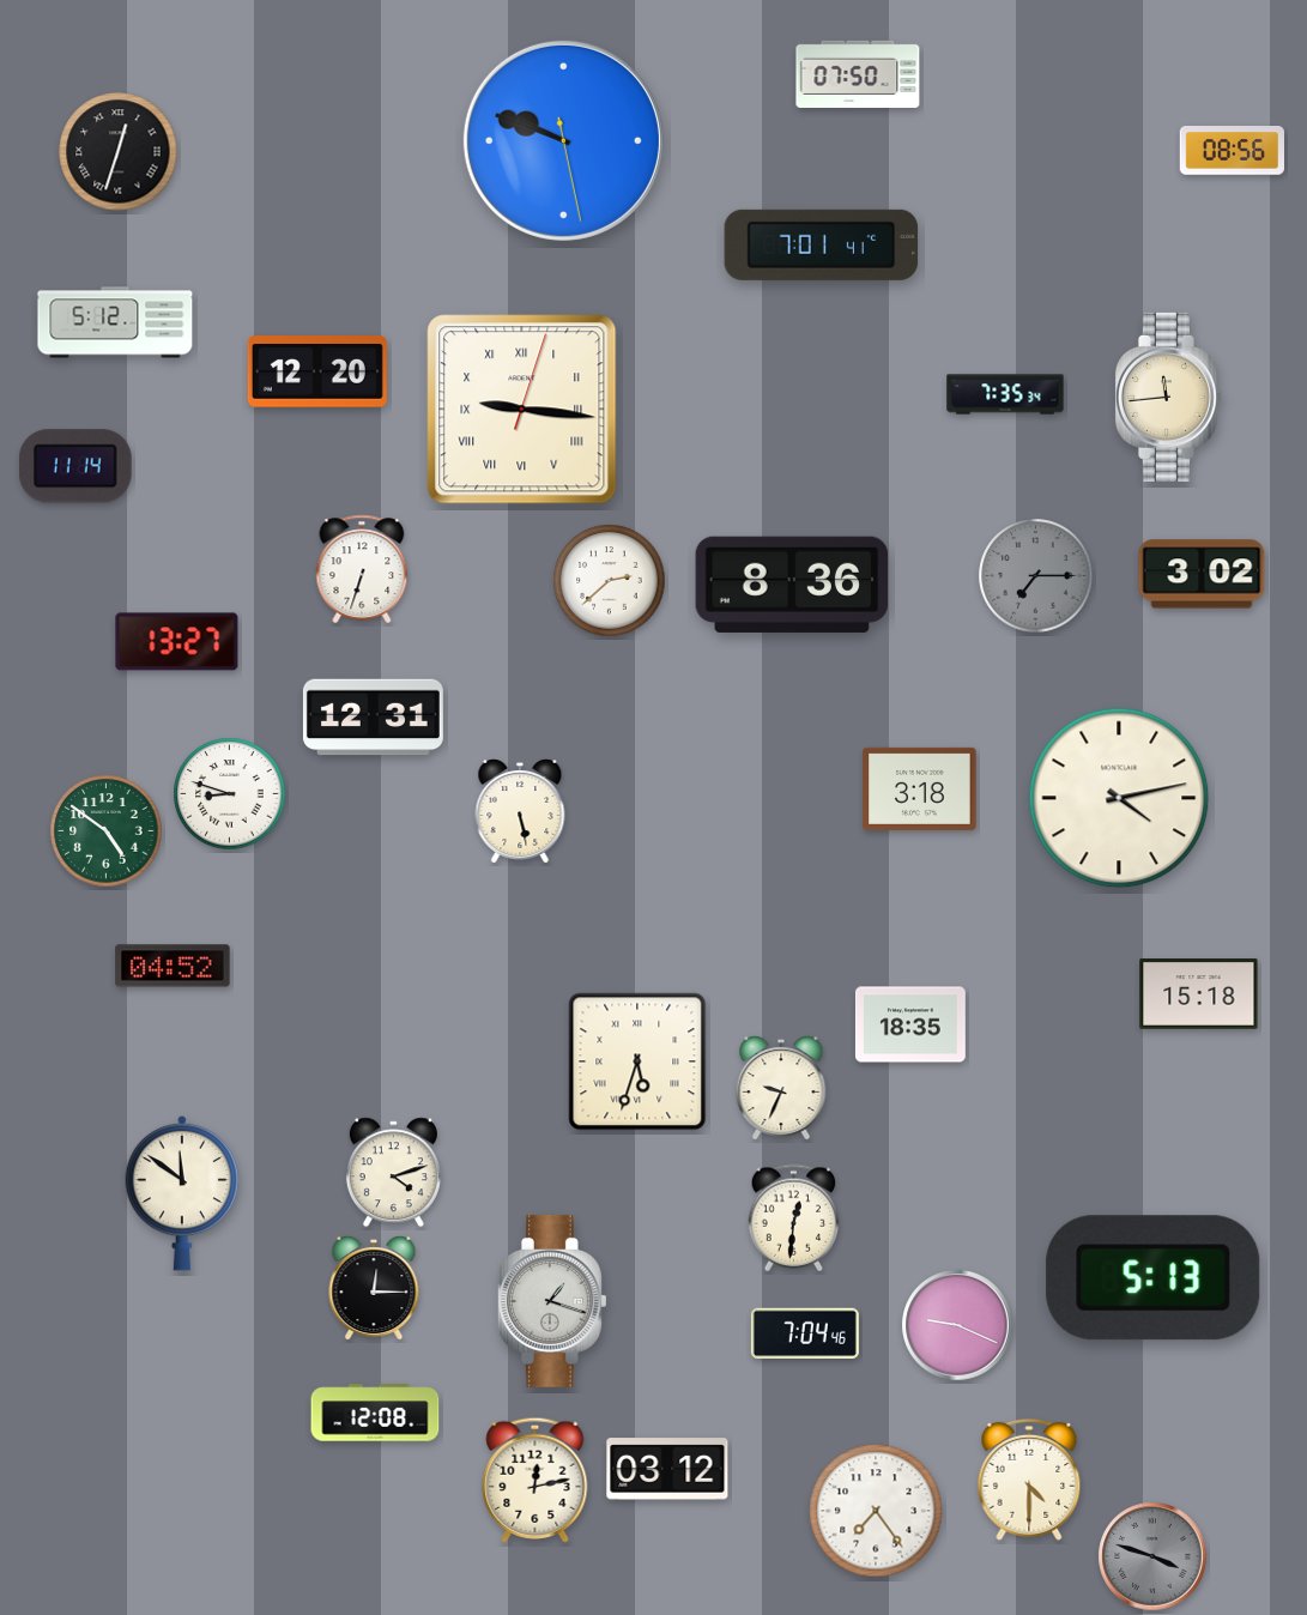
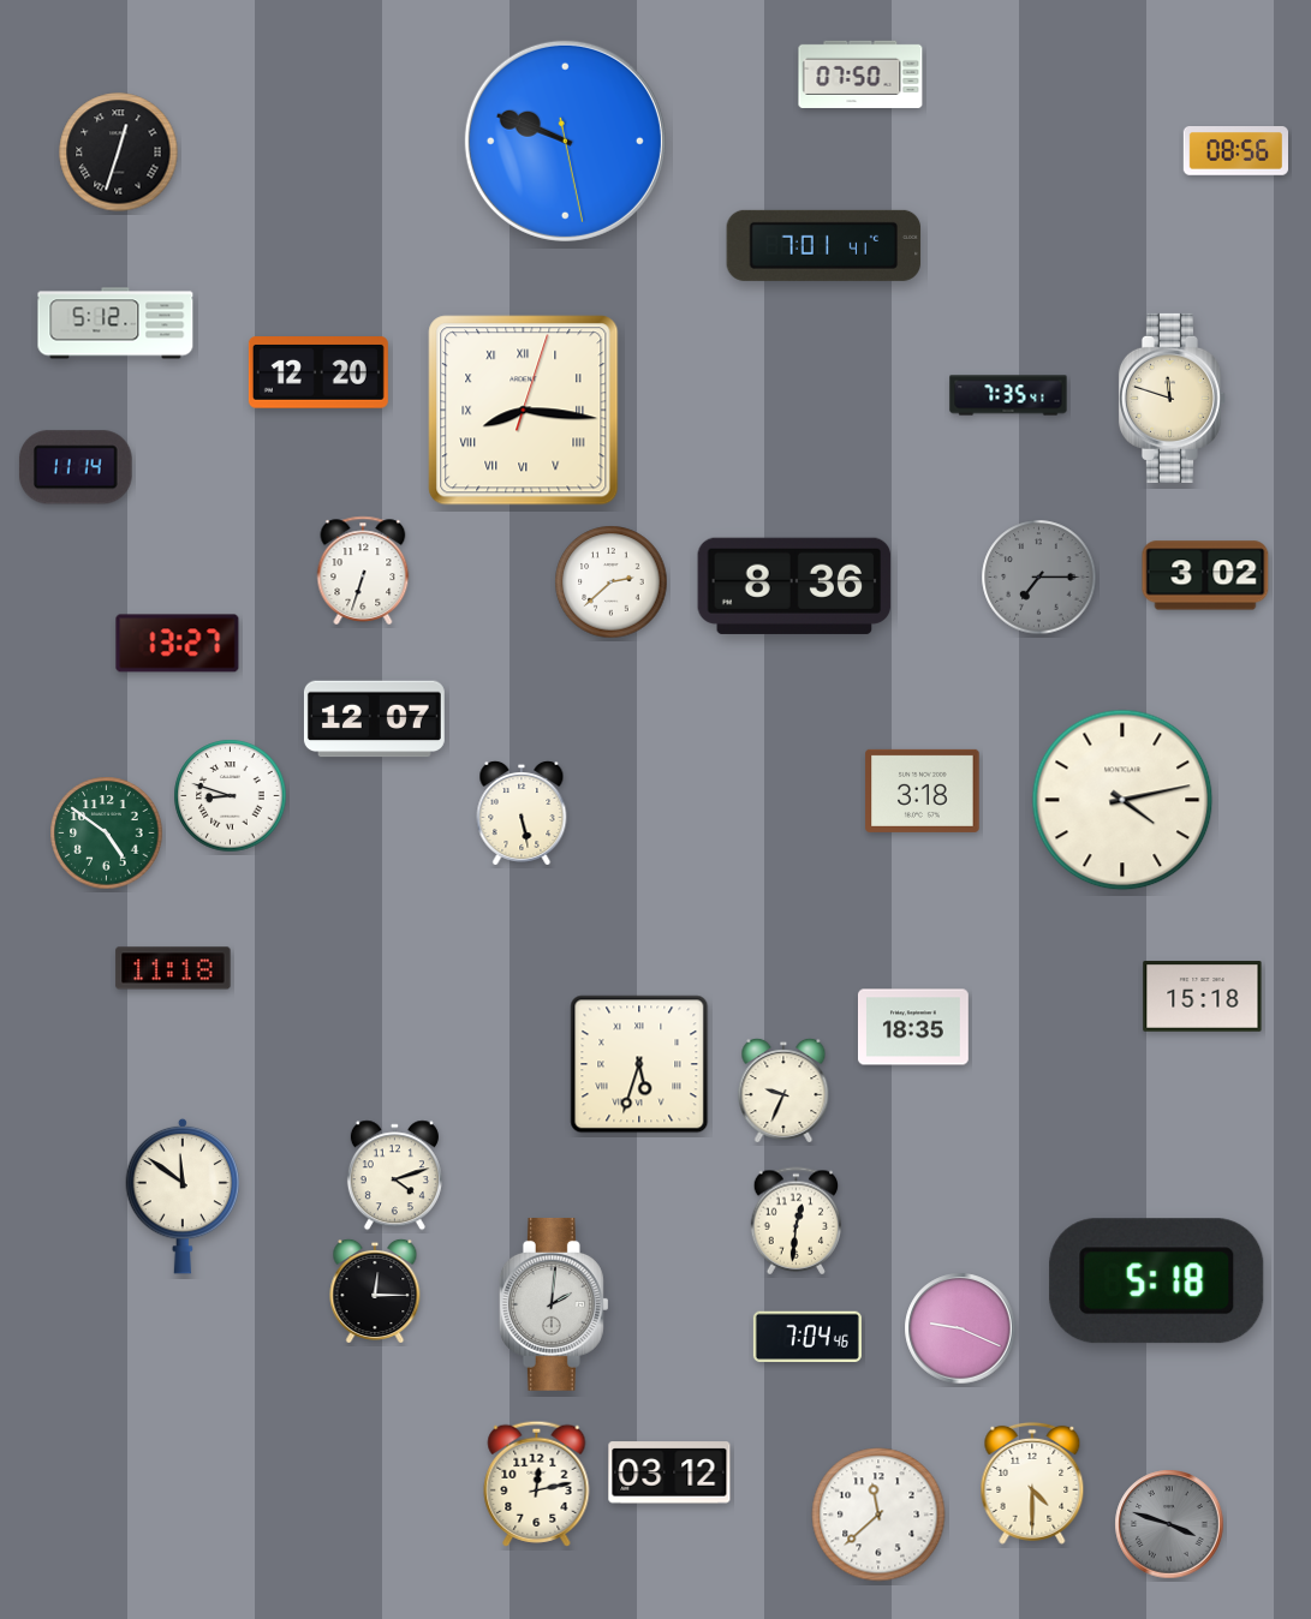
clock at (1005, 394): 7:35:34 -> 7:35:41
clock at (1168, 397): 11:44 -> 11:48
clock at (522, 410): 9:16 -> 8:16
clock at (373, 718): 12:31 -> 12:07
clock at (173, 966): 04:52 -> 11:18
clock at (1154, 1278): 5:13 -> 5:18
clock at (552, 1301): 1:18 -> 2:01
clock at (375, 1413): 12:08 -> none
clock at (876, 1511): 7:24 -> 11:38
clock at (1152, 1556) position: (1152, 1556) -> (1169, 1524)
